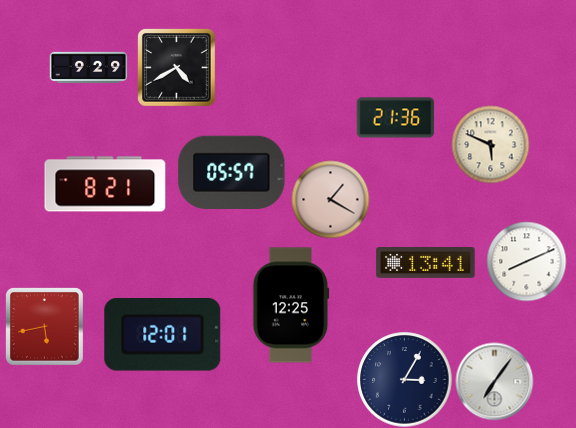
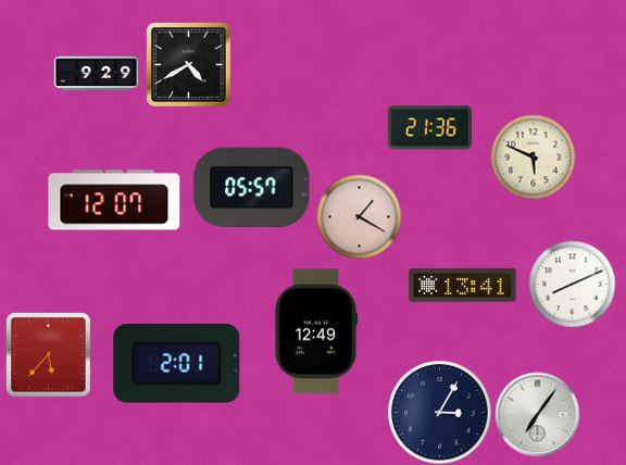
clock at (177, 68) position: (177, 68) -> (189, 65)
clock at (105, 184): 8:21 -> 12:07
clock at (291, 305): 12:25 -> 12:49
clock at (45, 327): 5:43 -> 5:37
clock at (163, 335): 12:01 -> 2:01
